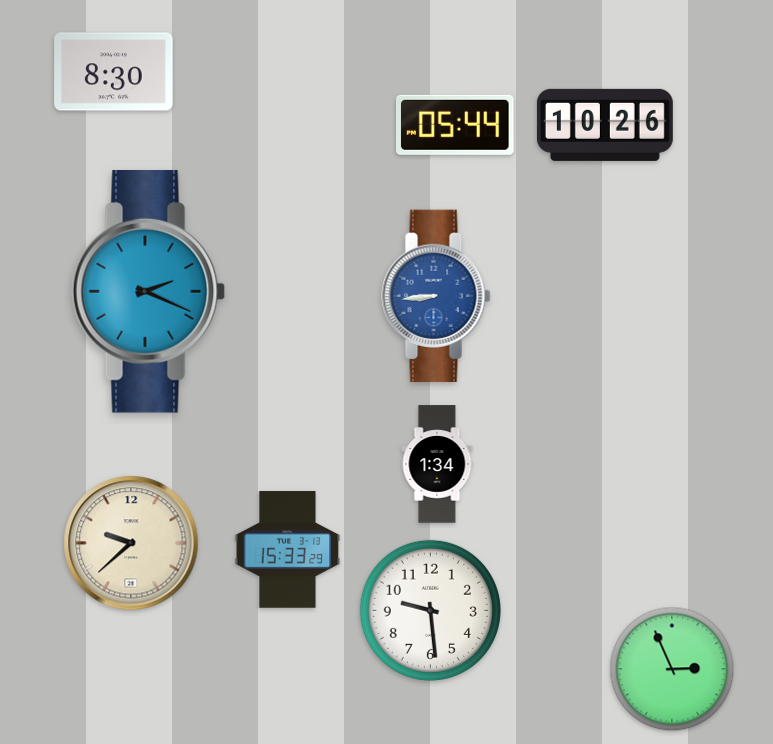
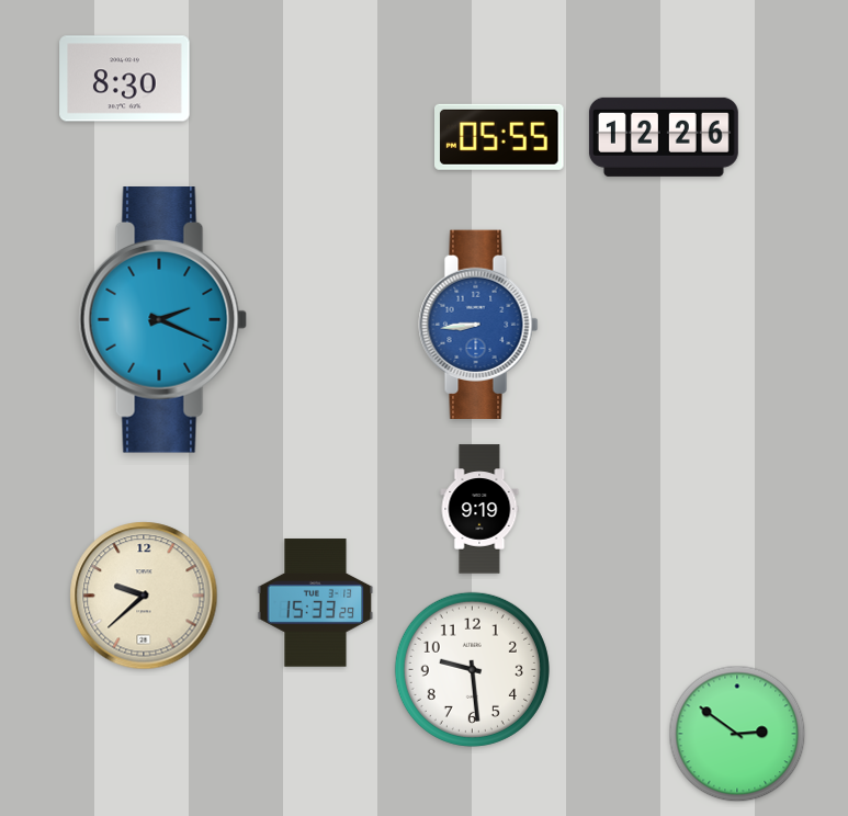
clock at (456, 125): 05:44 -> 05:55
clock at (605, 125): 10:26 -> 12:26
clock at (437, 464): 1:34 -> 9:19
clock at (672, 669): 2:56 -> 2:51
